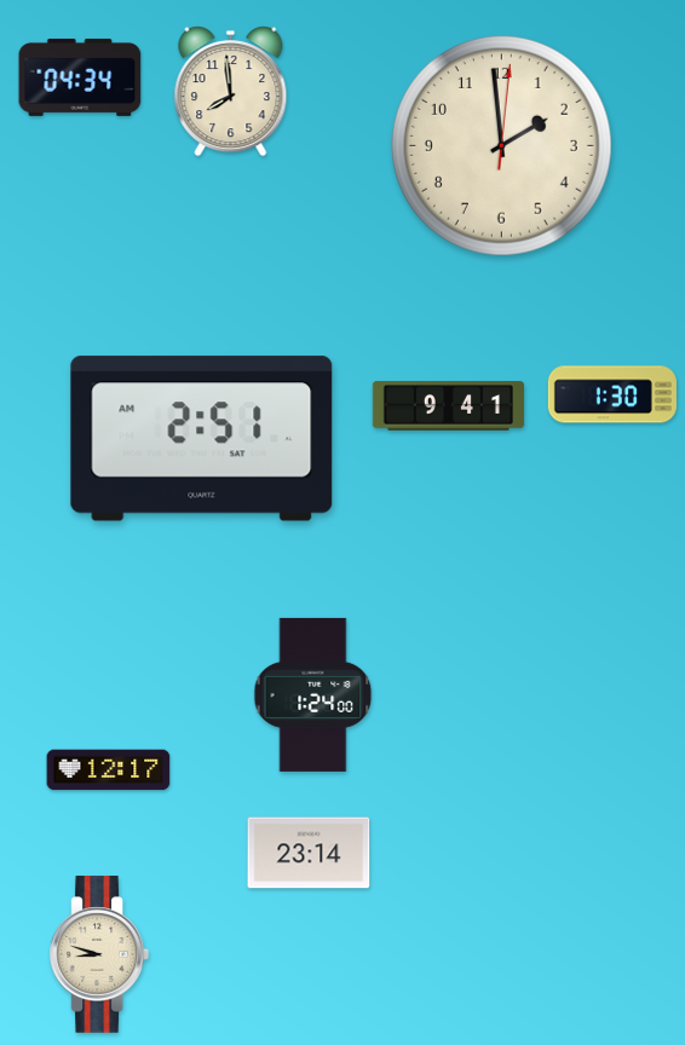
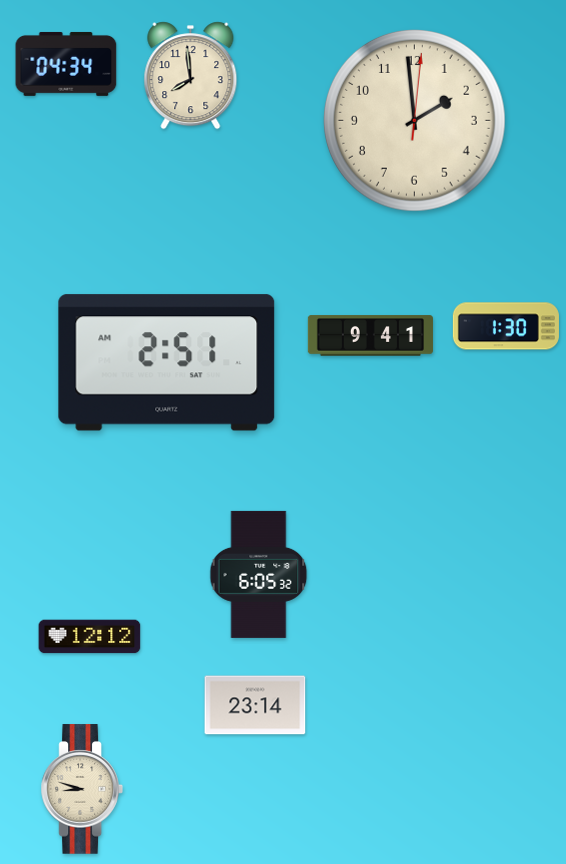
clock at (313, 694): 1:24 -> 6:05
clock at (109, 770): 12:17 -> 12:12
